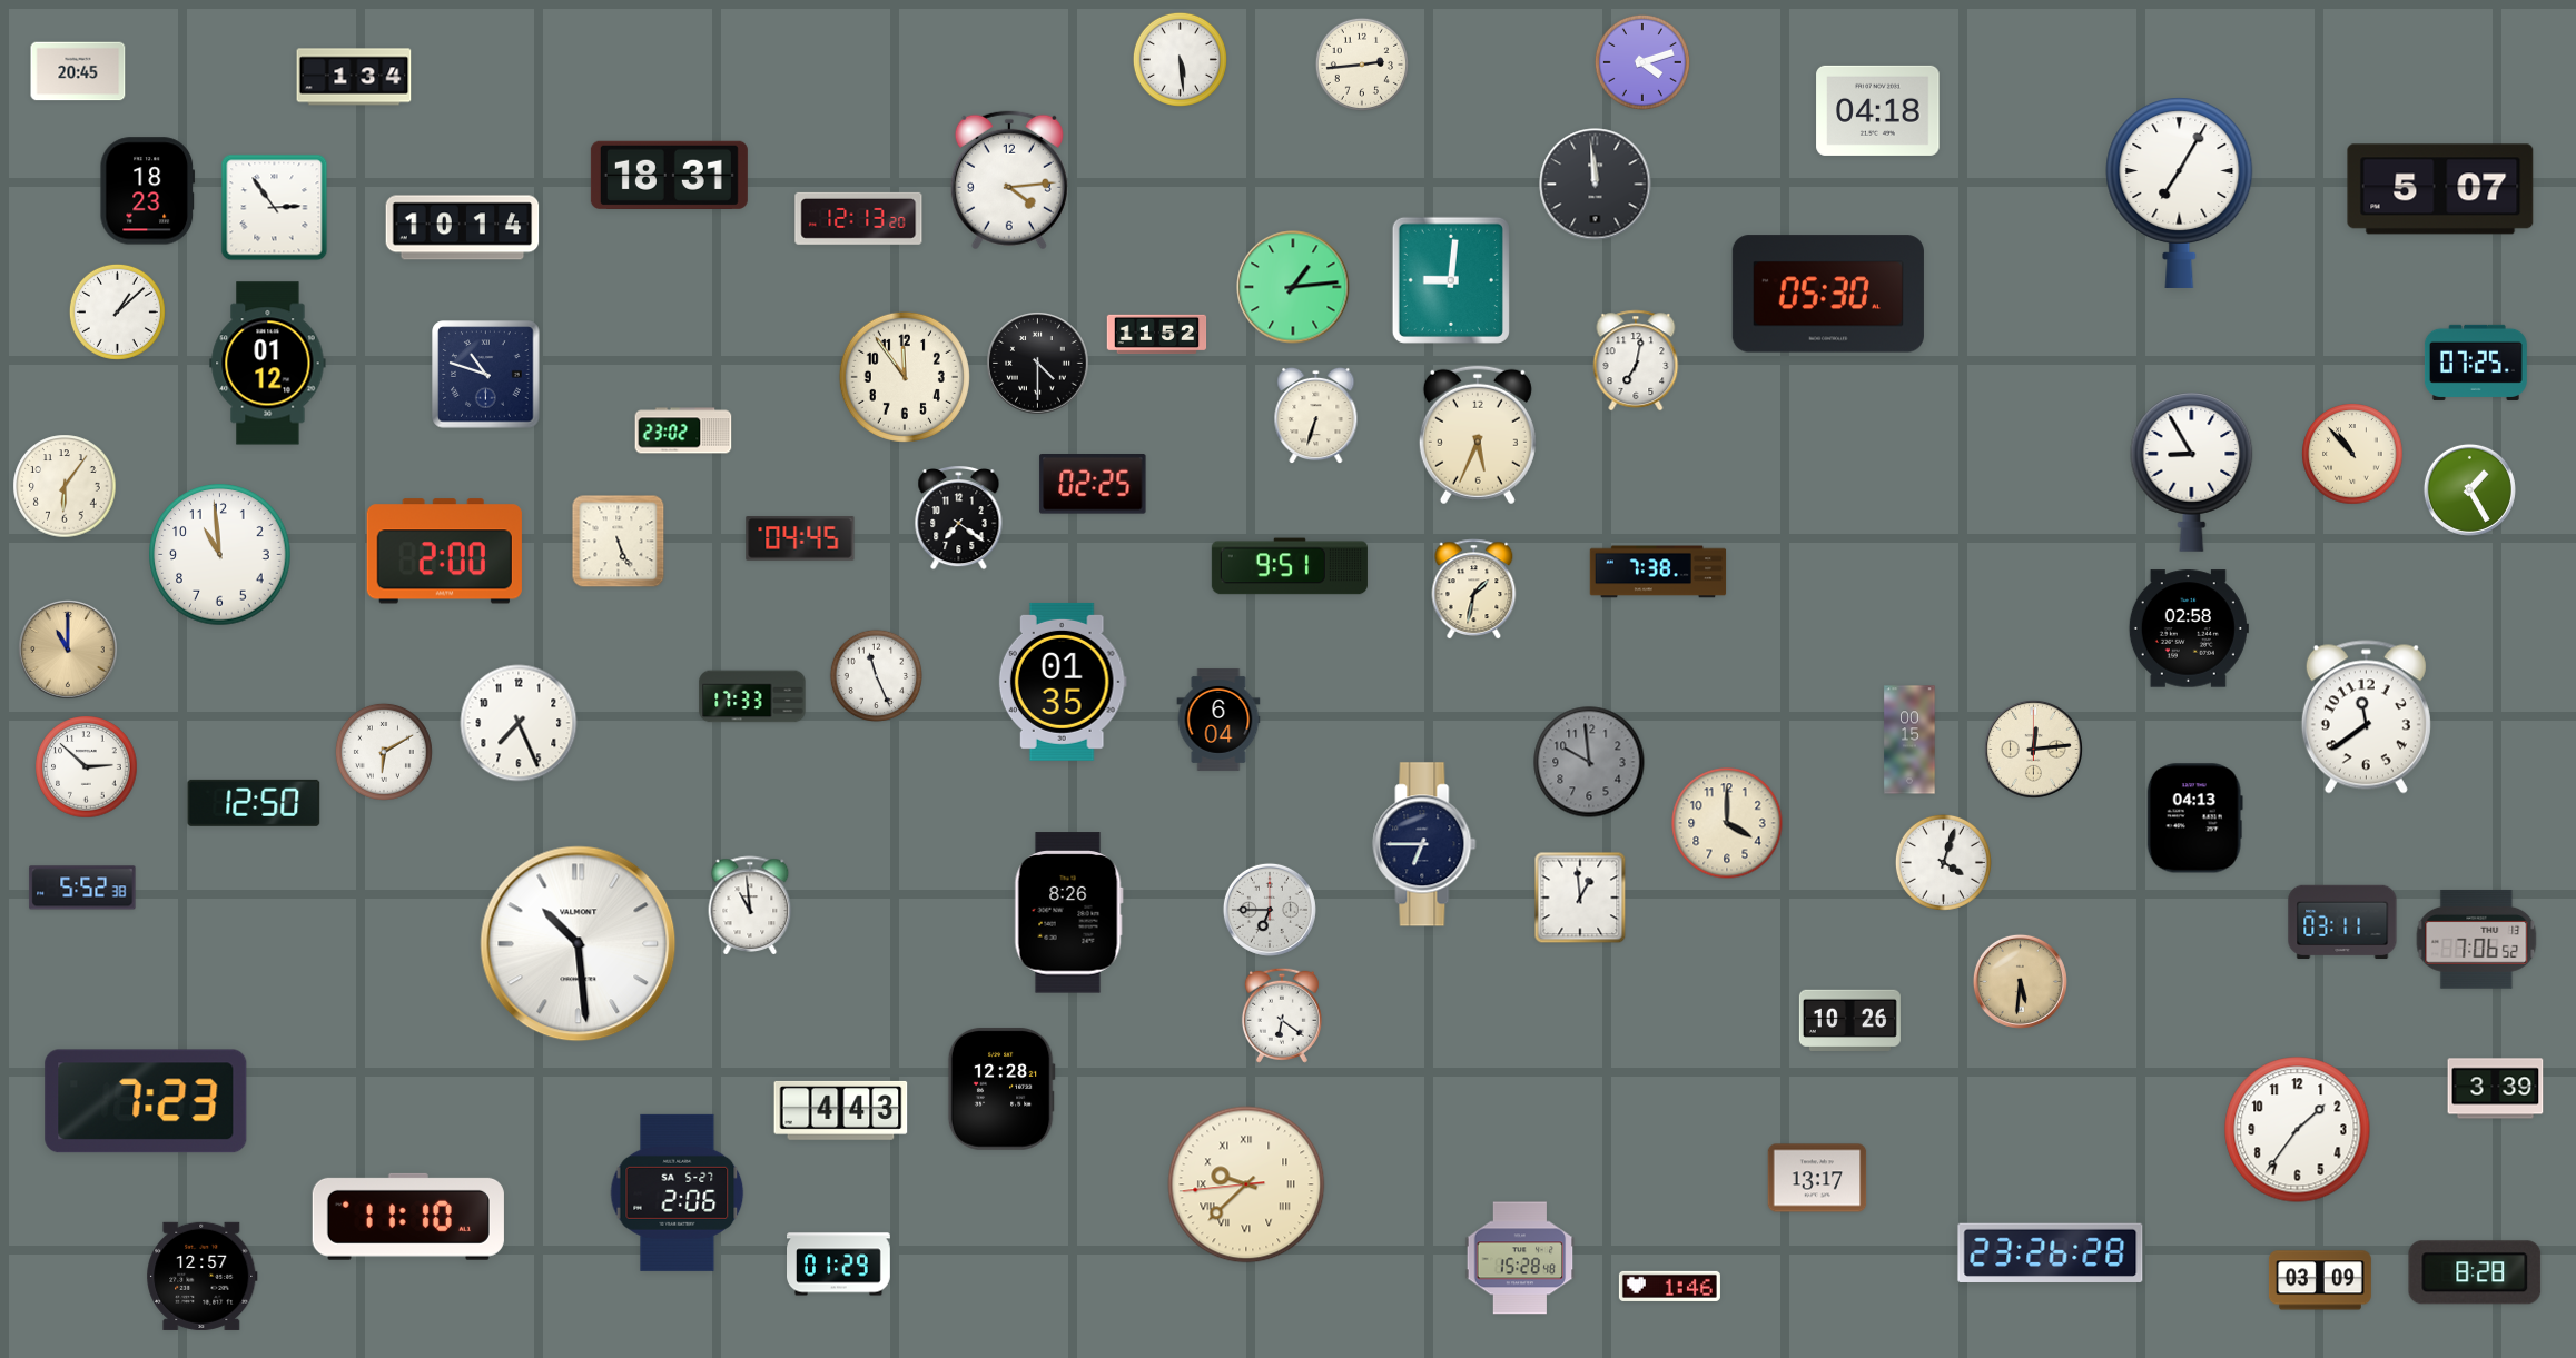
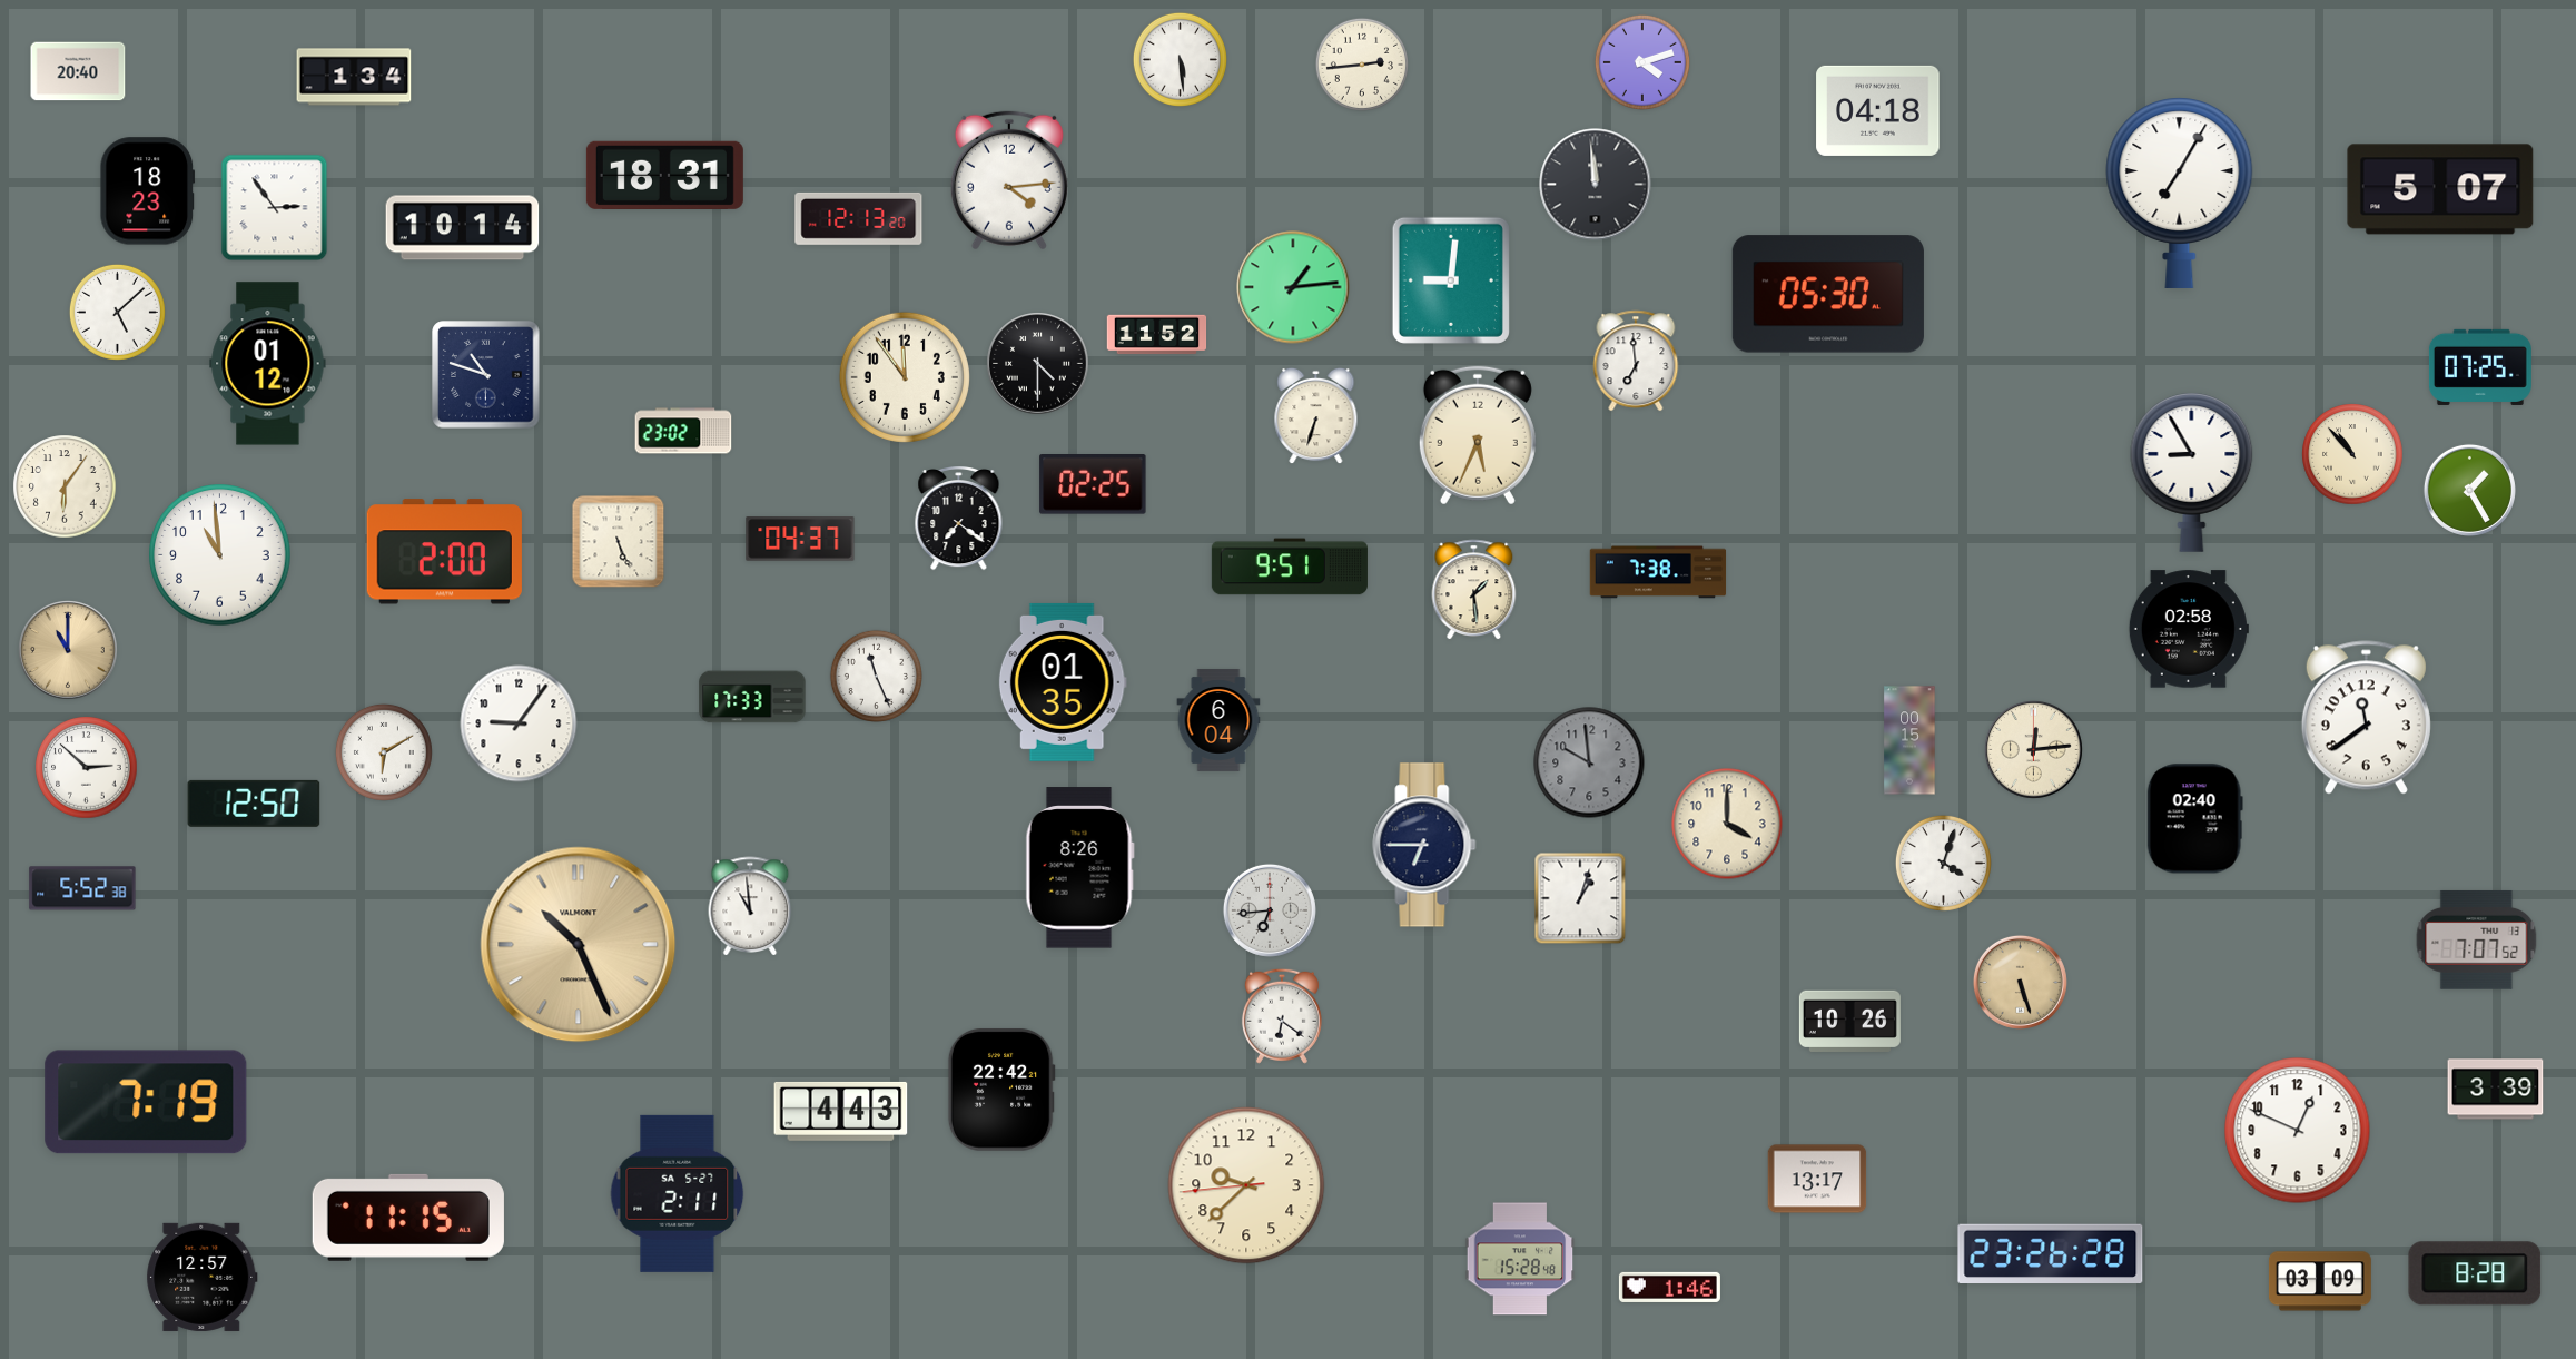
clock at (78, 71): 20:45 -> 20:40
clock at (669, 175) position: (669, 175) -> (664, 175)
clock at (117, 311): 1:08 -> 5:08
clock at (1636, 360): 7:02 -> 6:59
clock at (2476, 363) position: (2476, 363) -> (2480, 367)
clock at (800, 538): 04:45 -> 04:37
clock at (1474, 588): 1:32 -> 1:29
clock at (519, 723): 7:26 -> 9:06
clock at (2194, 819): 04:13 -> 02:40
clock at (1580, 898): 12:59 -> 1:03
clock at (1270, 910): 6:45 -> 6:44
clock at (1068, 913) position: (1068, 913) -> (1079, 868)
clock at (2342, 922): 03:11 -> none
clock at (2477, 940): 7:06 -> 7:07
clock at (579, 944): 10:29 -> 10:26
clock at (579, 944) dial: white -> champagne
clock at (2020, 981): 5:31 -> 5:27
clock at (1001, 1089): 12:28 -> 22:42
clock at (146, 1101): 7:23 -> 7:19
clock at (2298, 1130): 1:36 -> 12:49
clock at (1246, 1184) numerals: Roman -> Arabic
clock at (678, 1192): 2:06 -> 2:11
clock at (408, 1217): 11:10 -> 11:15
clock at (839, 1265): 01:29 -> none
